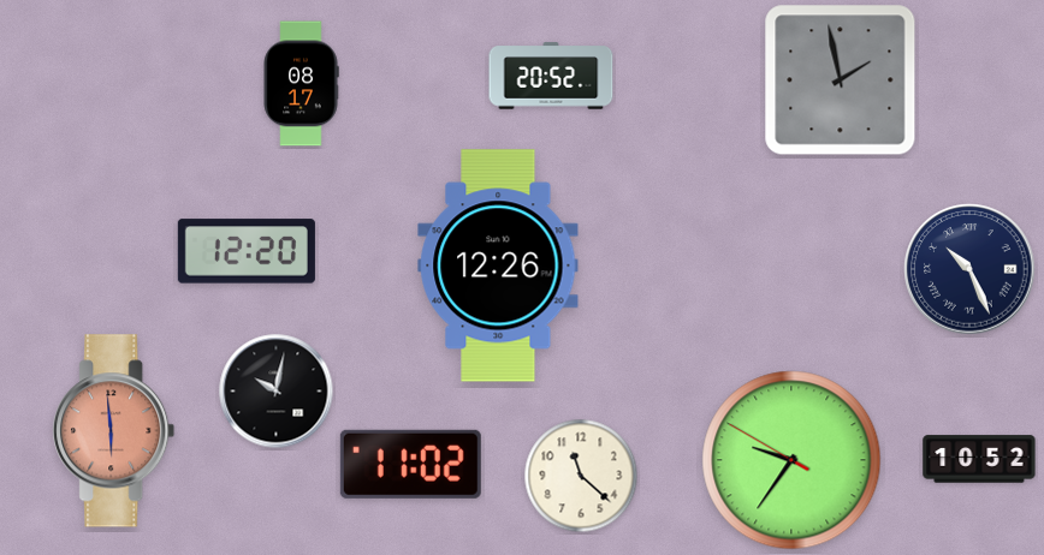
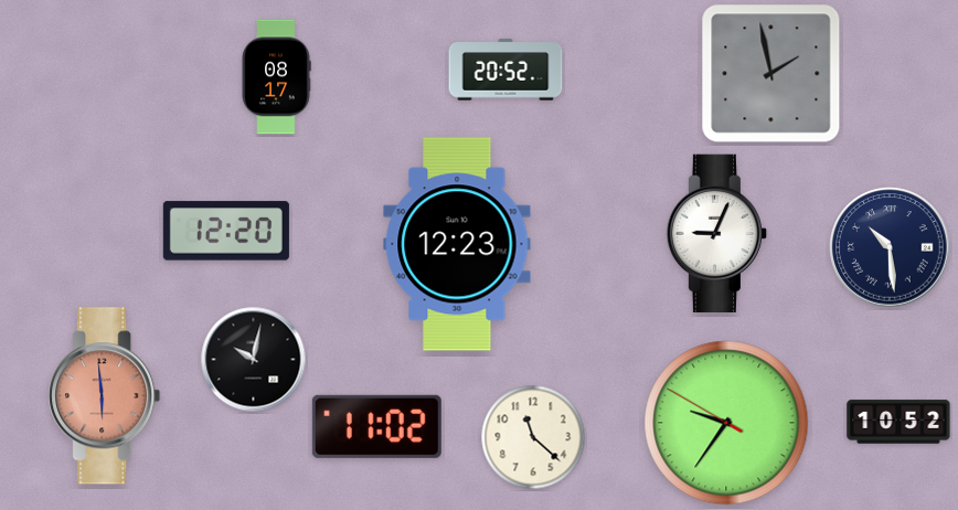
clock at (716, 233): none -> 9:04
clock at (498, 265): 12:26 -> 12:23
clock at (969, 269): 10:26 -> 10:29
